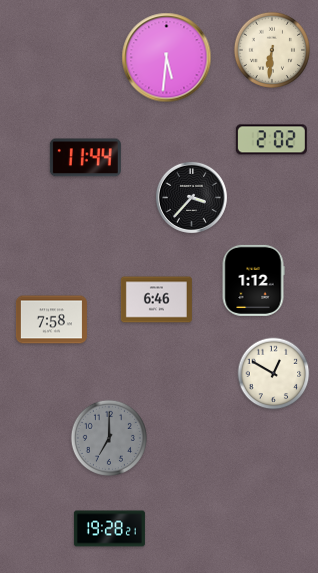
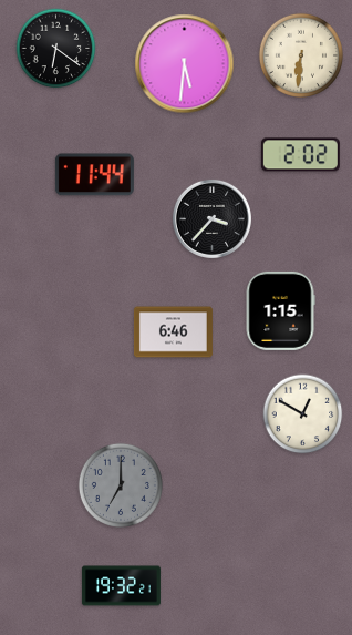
clock at (56, 49): none -> 6:21
clock at (253, 280): 1:12 -> 1:15
clock at (51, 320): 7:58 -> none
clock at (109, 529): 19:28 -> 19:32
